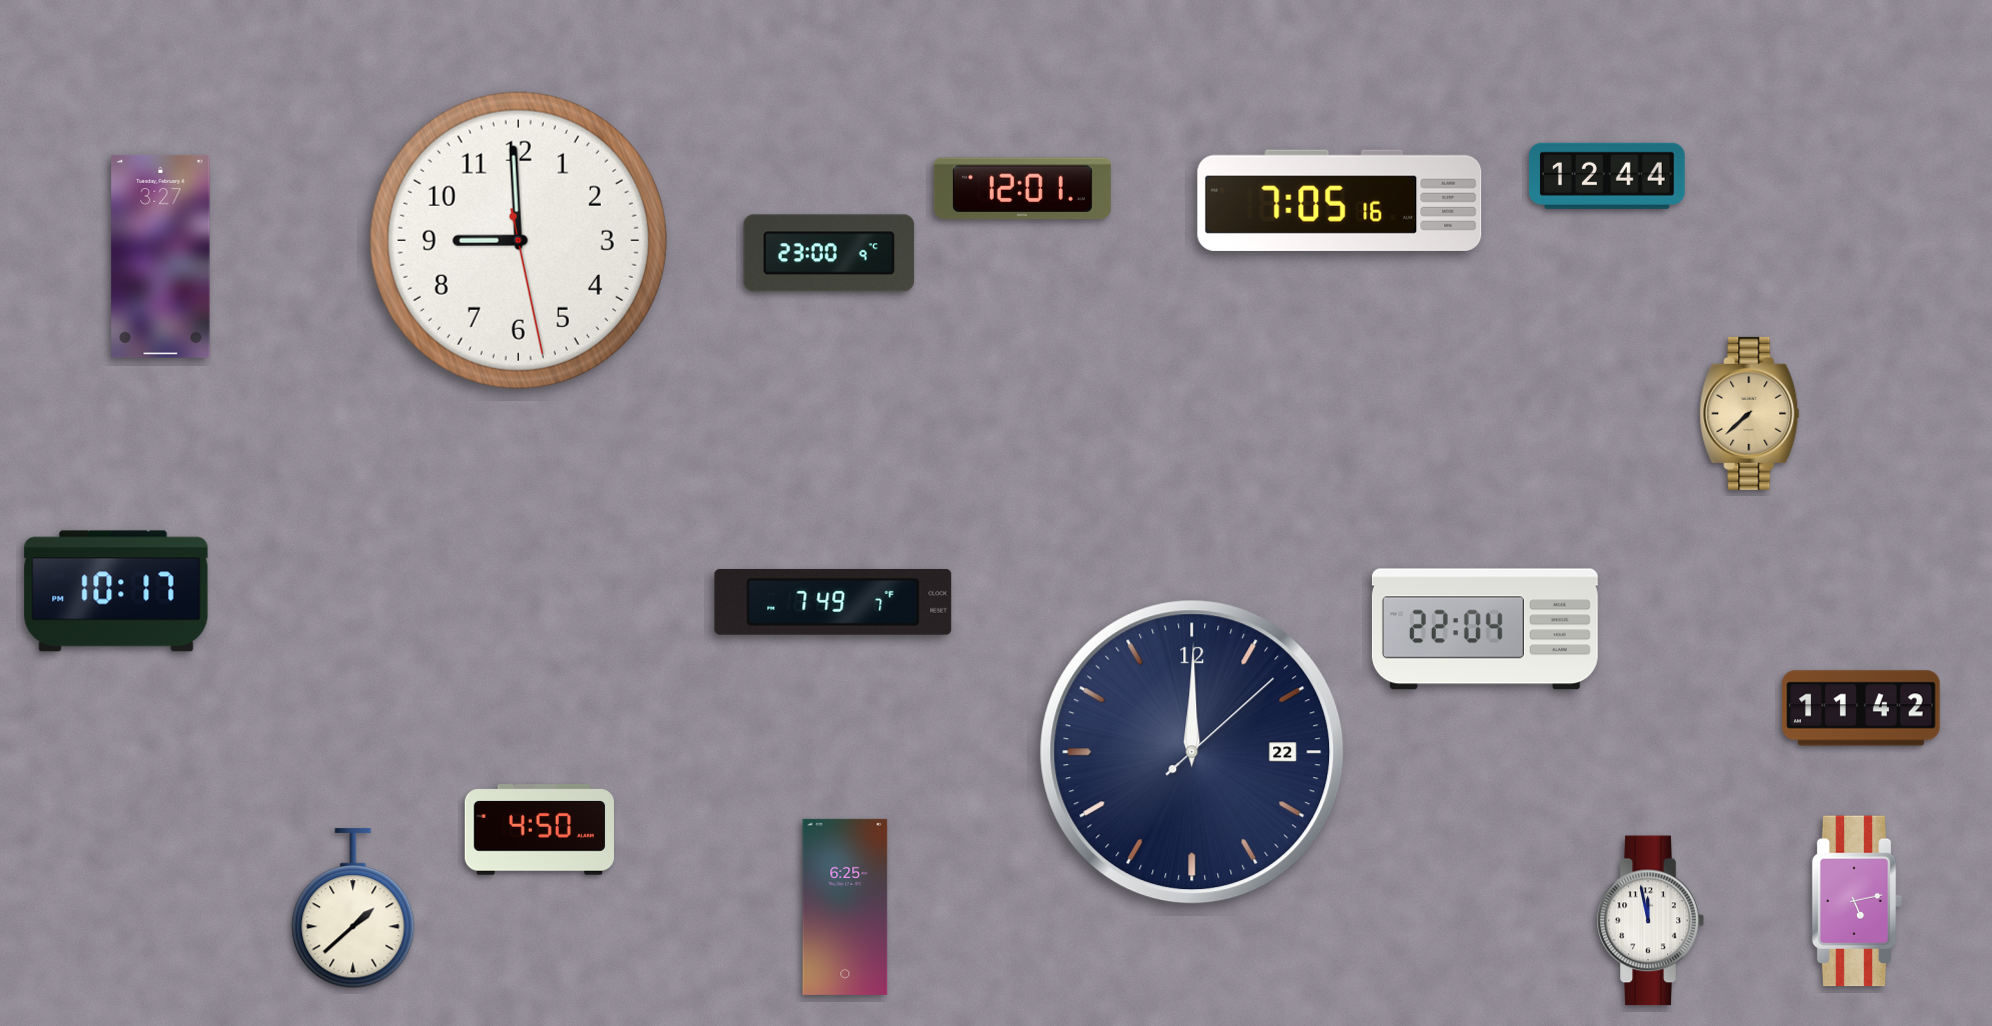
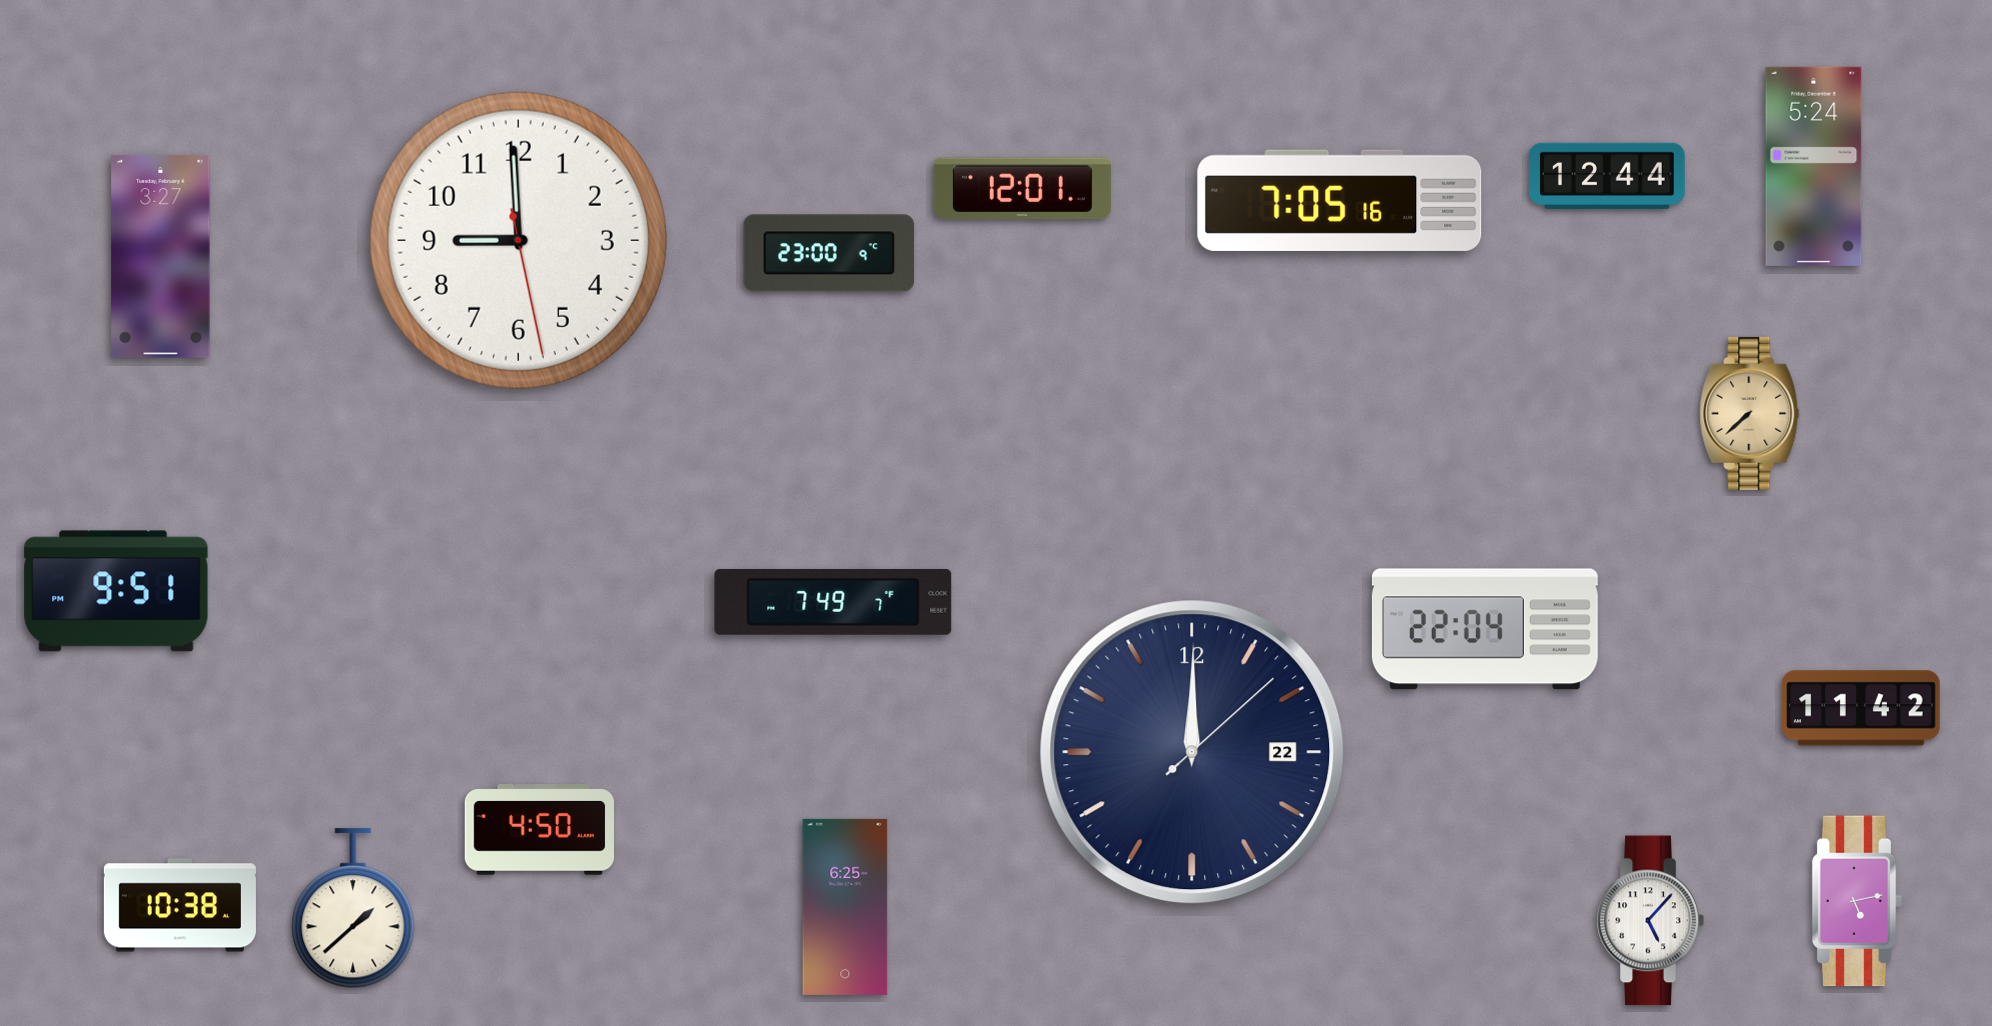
clock at (1814, 166): none -> 5:24
clock at (116, 591): 10:17 -> 9:51
clock at (180, 905): none -> 10:38
clock at (1650, 921): 11:58 -> 5:07
